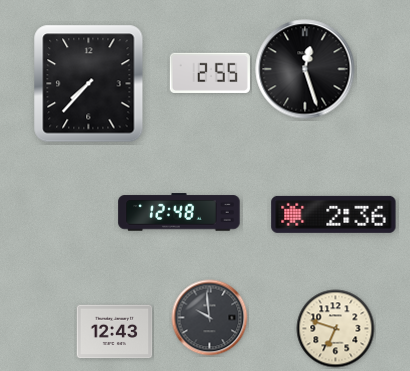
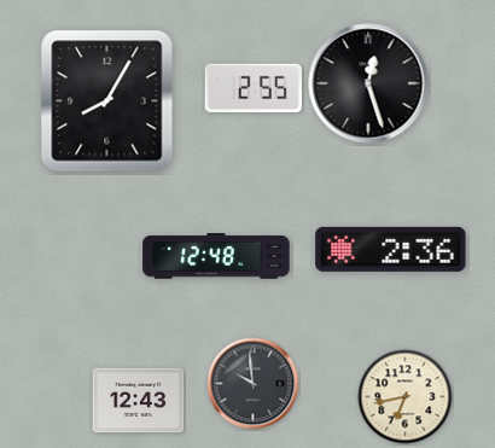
clock at (89, 84): 7:37 -> 8:05
clock at (334, 214) position: (334, 214) -> (391, 249)
clock at (336, 329): 6:48 -> 6:43
